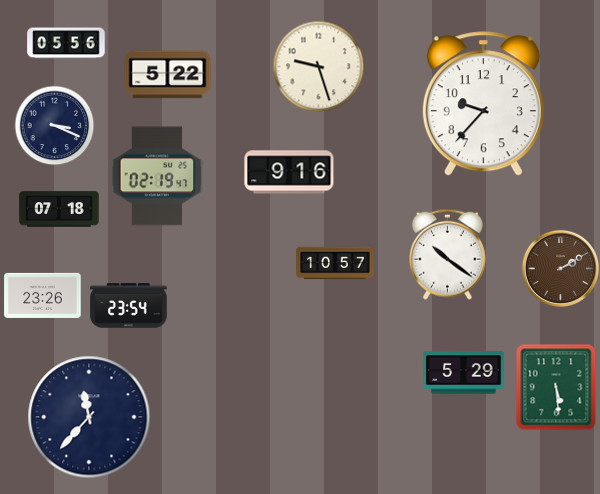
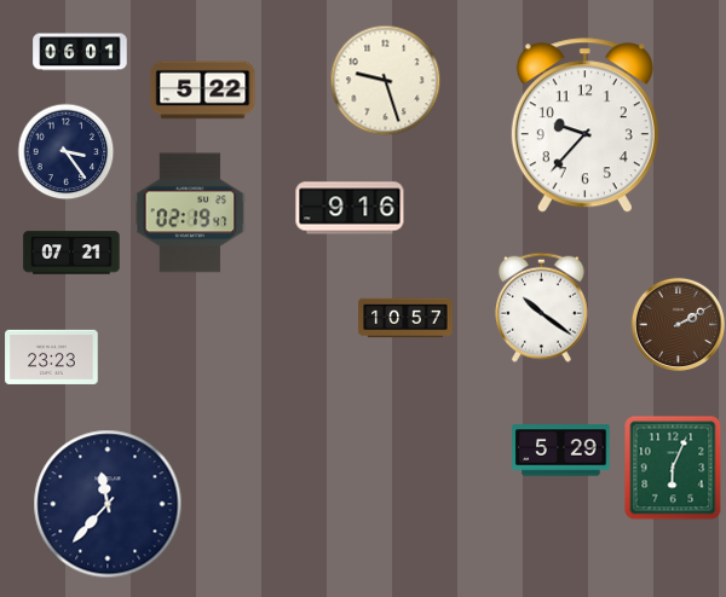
clock at (66, 43): 05:56 -> 06:01
clock at (54, 125): 3:19 -> 3:24
clock at (59, 209): 07:18 -> 07:21
clock at (43, 295): 23:26 -> 23:23
clock at (129, 306): 23:54 -> none
clock at (556, 387): 5:29 -> 6:04
